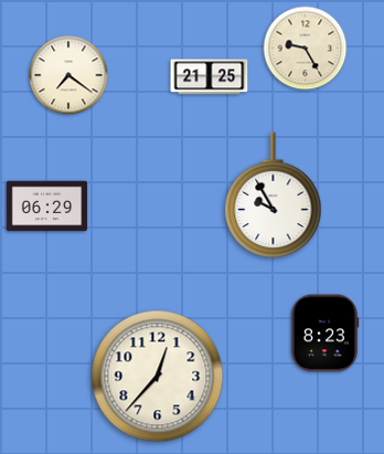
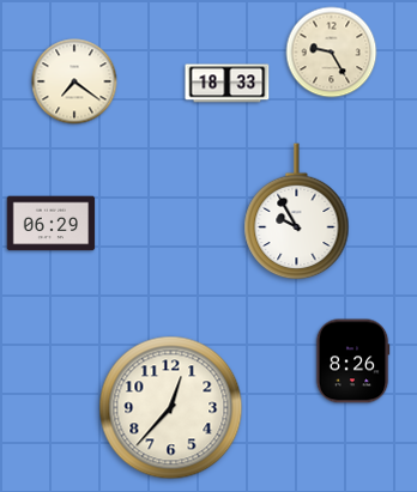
clock at (210, 77): 21:25 -> 18:33
clock at (324, 334): 8:23 -> 8:26
